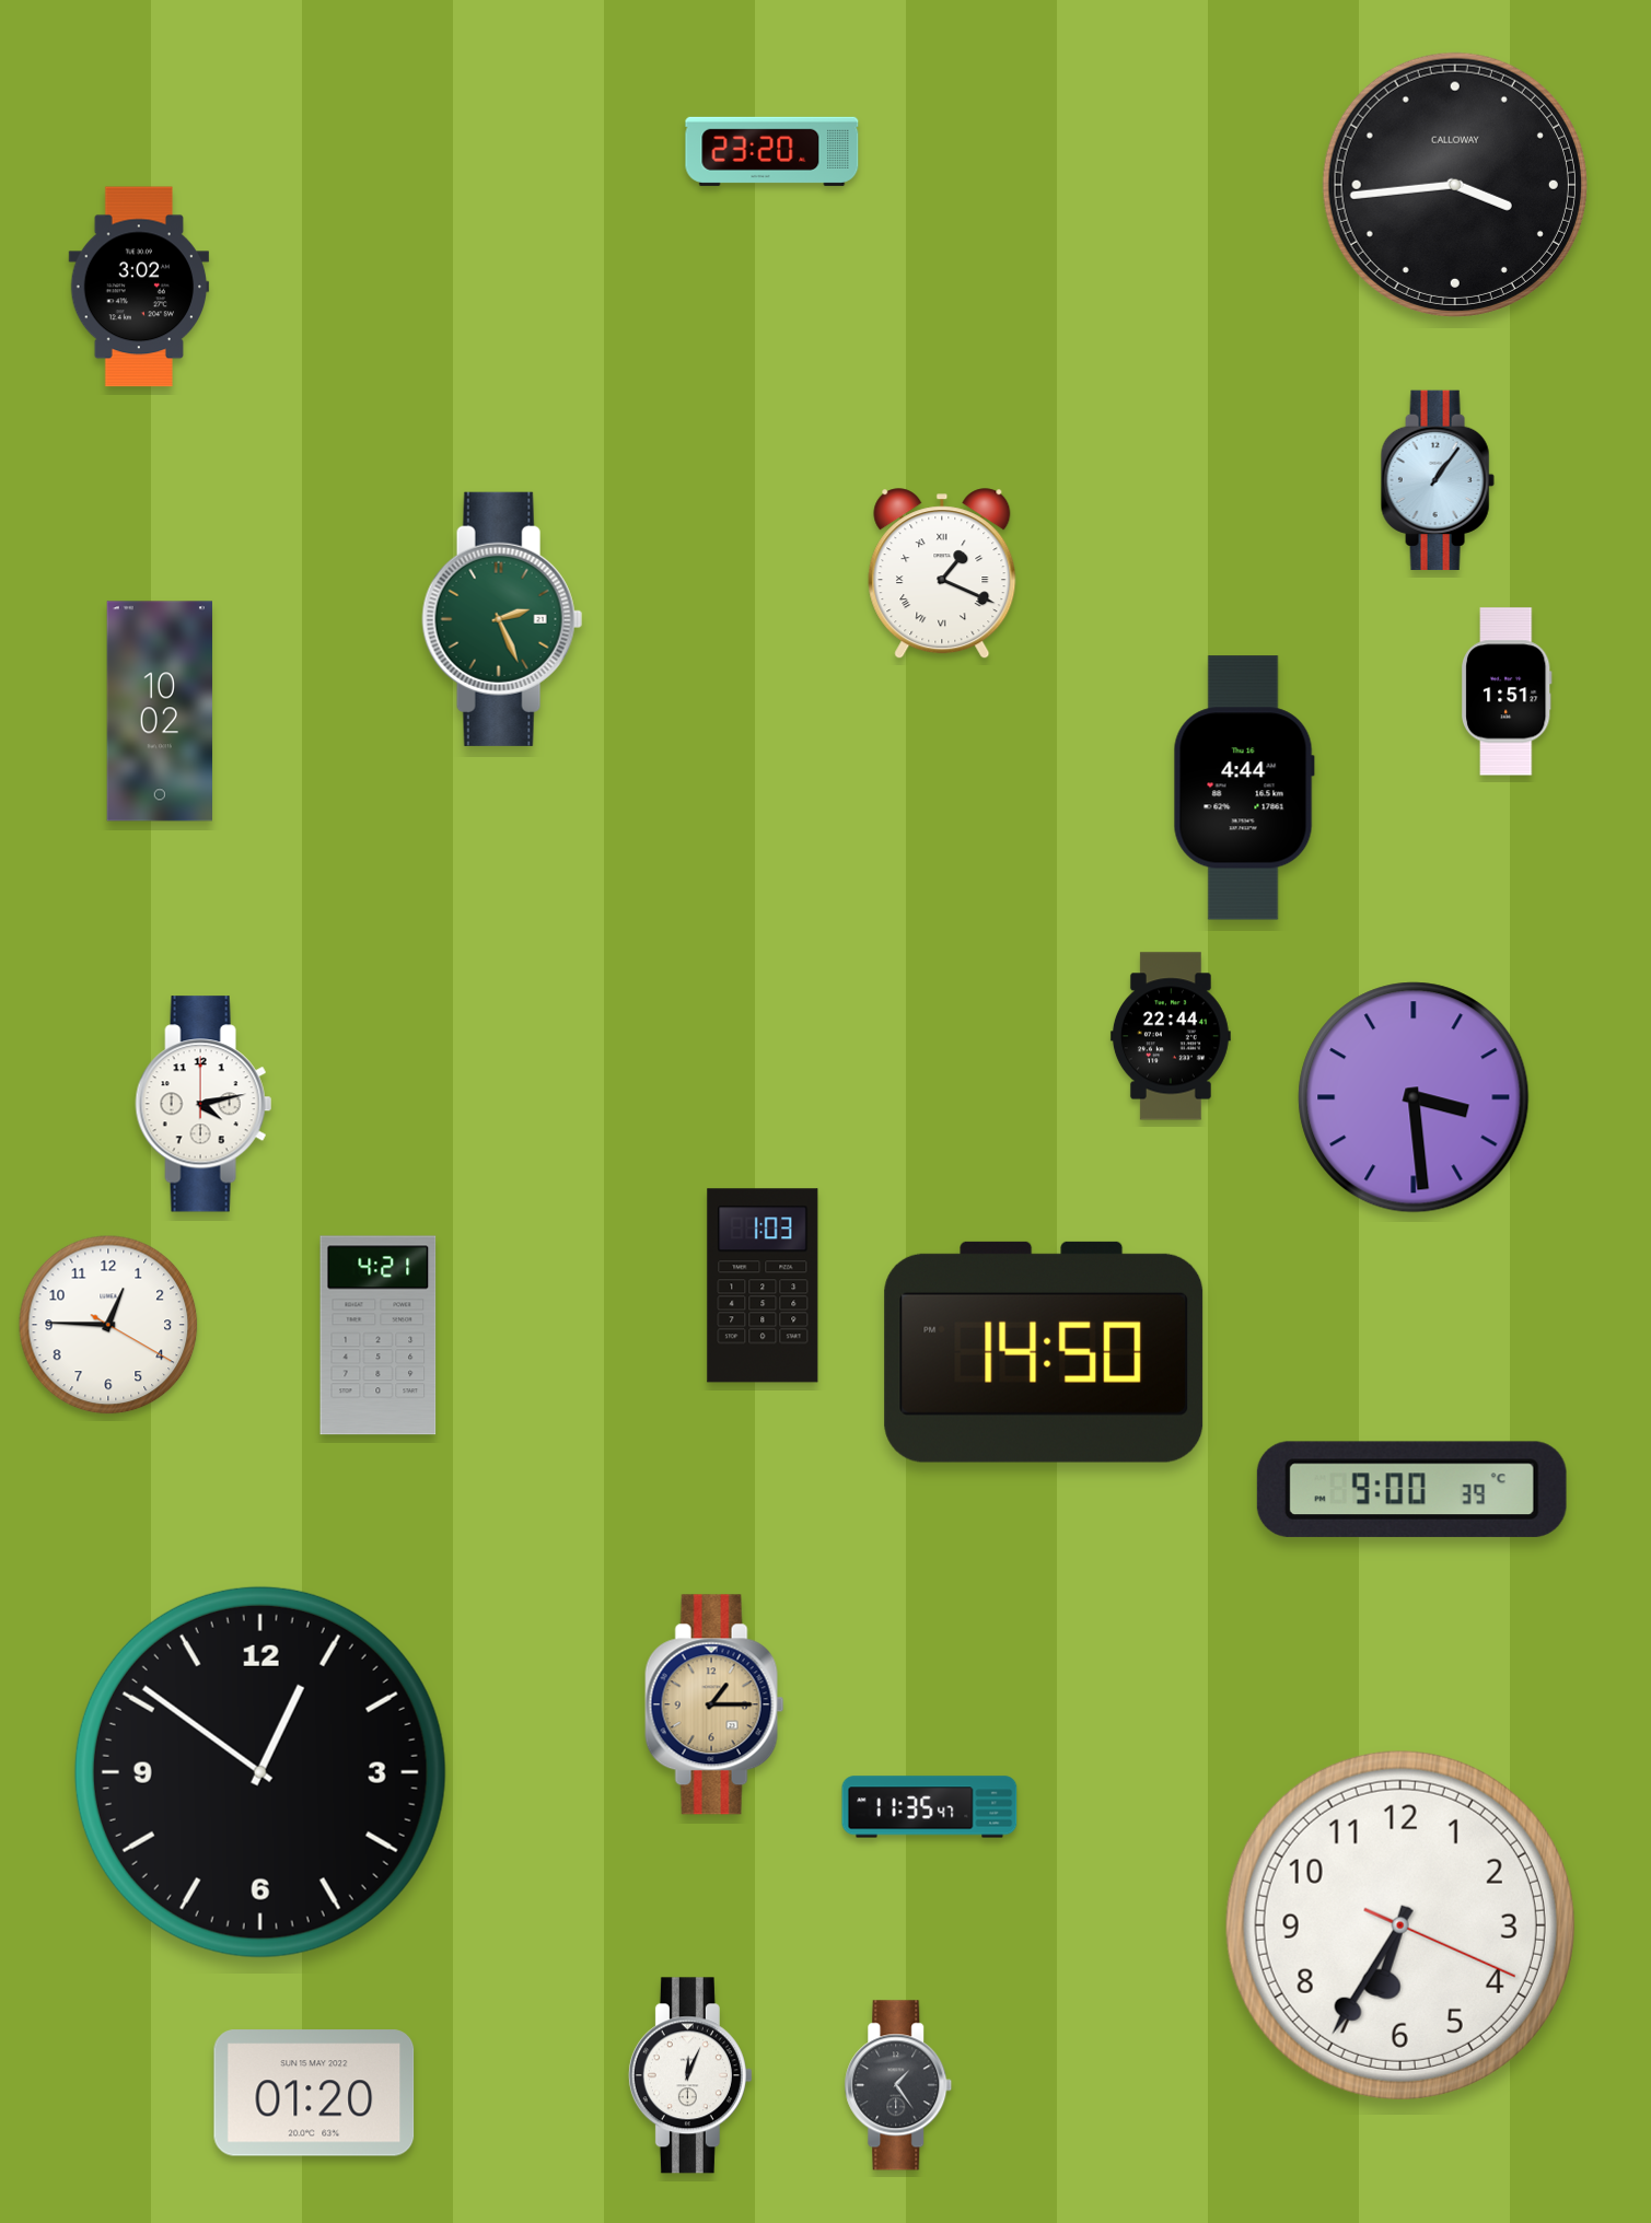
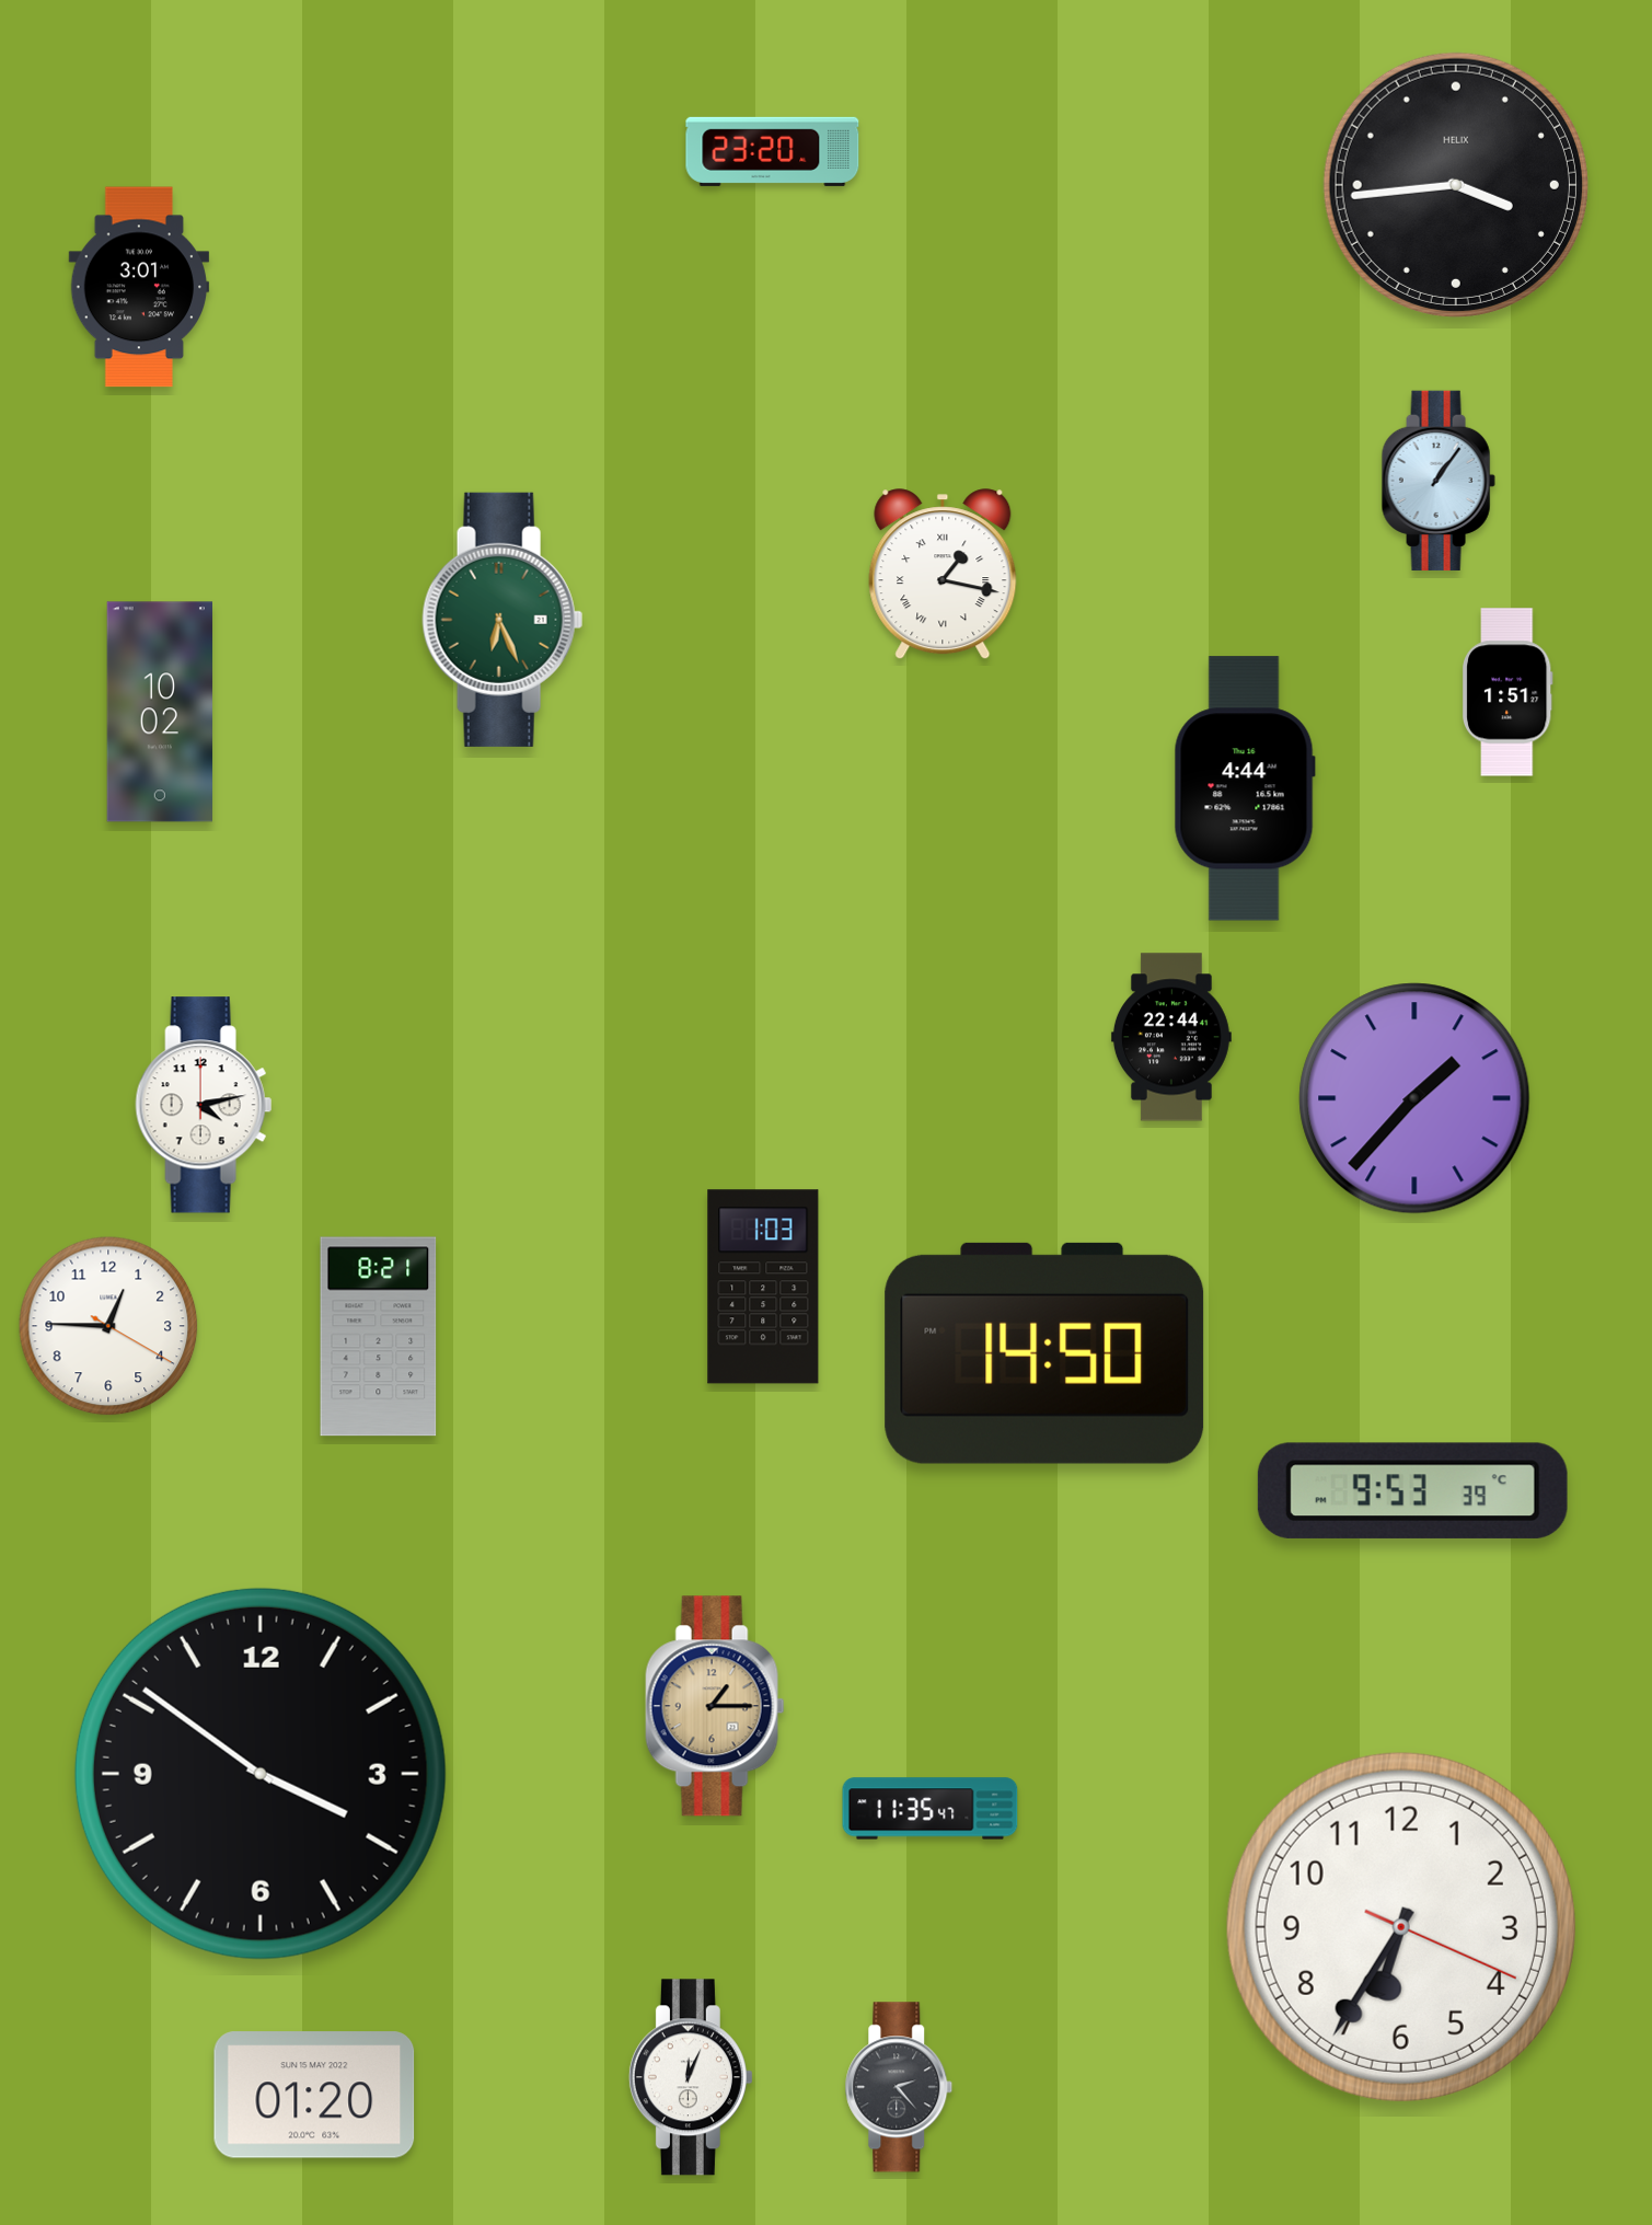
clock at (1455, 185) brand: CALLOWAY -> HELIX
clock at (139, 287): 3:02 -> 3:01
clock at (942, 574): 1:19 -> 1:17
clock at (502, 619): 2:26 -> 6:26
clock at (1414, 1097): 3:29 -> 1:37
clock at (379, 1336): 4:21 -> 8:21
clock at (1411, 1489): 9:00 -> 9:53
clock at (260, 1772): 12:51 -> 3:51
clock at (898, 2085): 1:24 -> 2:23
